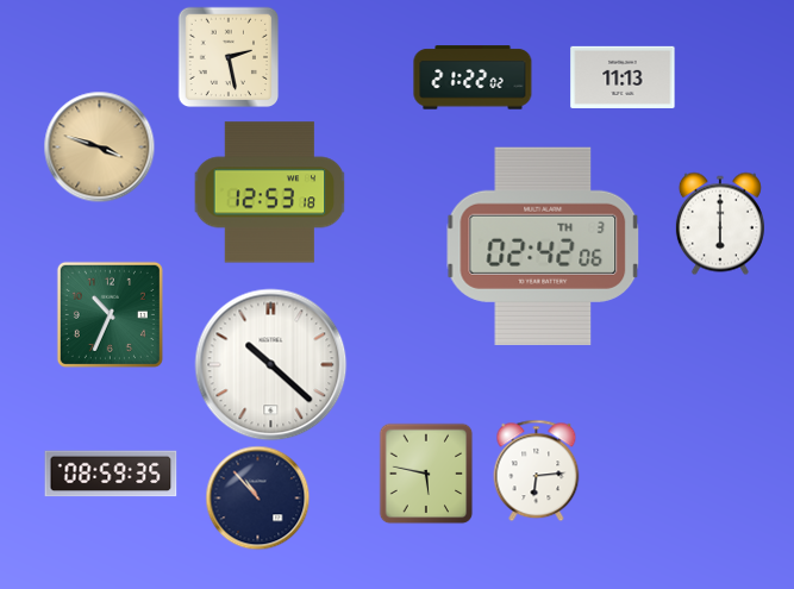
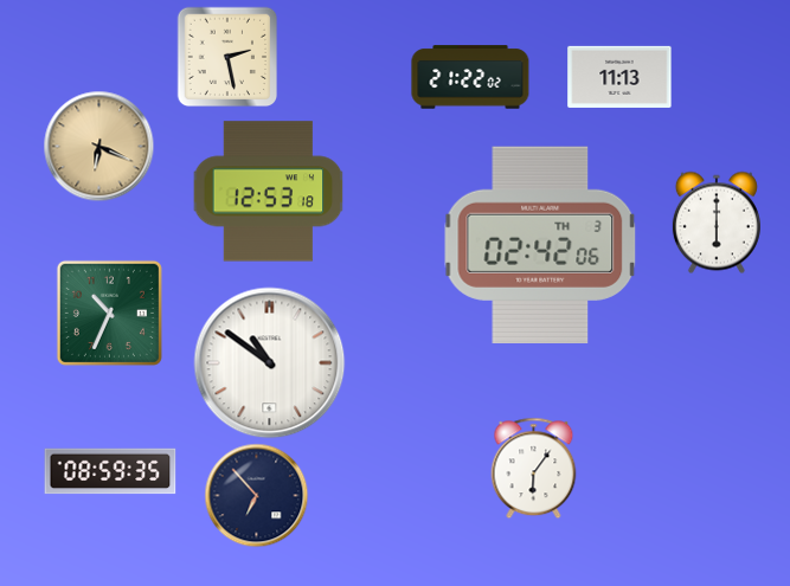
clock at (99, 146): 3:48 -> 6:19
clock at (271, 365): 10:22 -> 10:51
clock at (537, 470): 6:14 -> 6:06
clock at (426, 474): 5:47 -> none
clock at (257, 497): 10:53 -> 6:53
